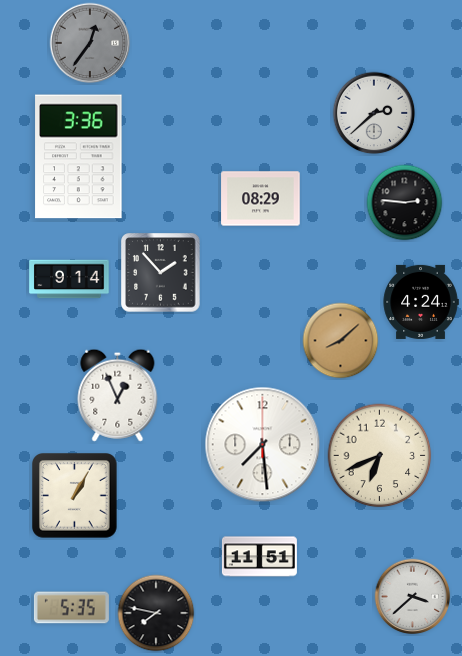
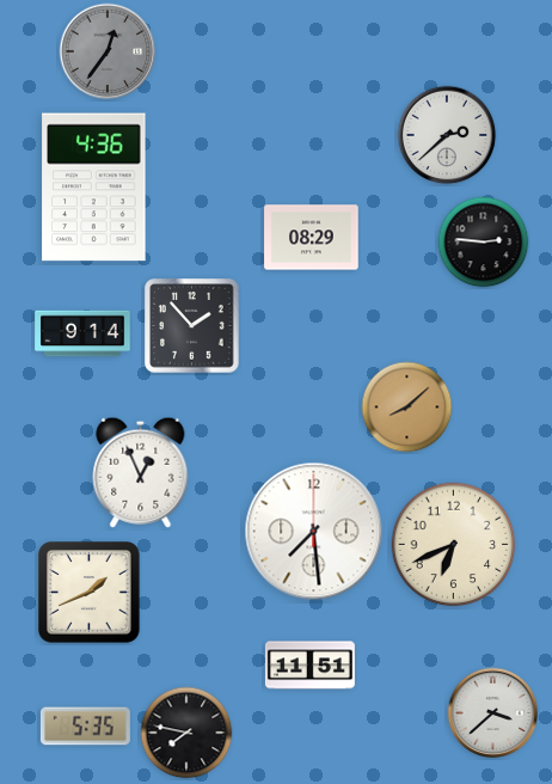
clock at (79, 157): 3:36 -> 4:36
clock at (421, 302): 4:24 -> none
clock at (75, 496): 1:05 -> 1:41
